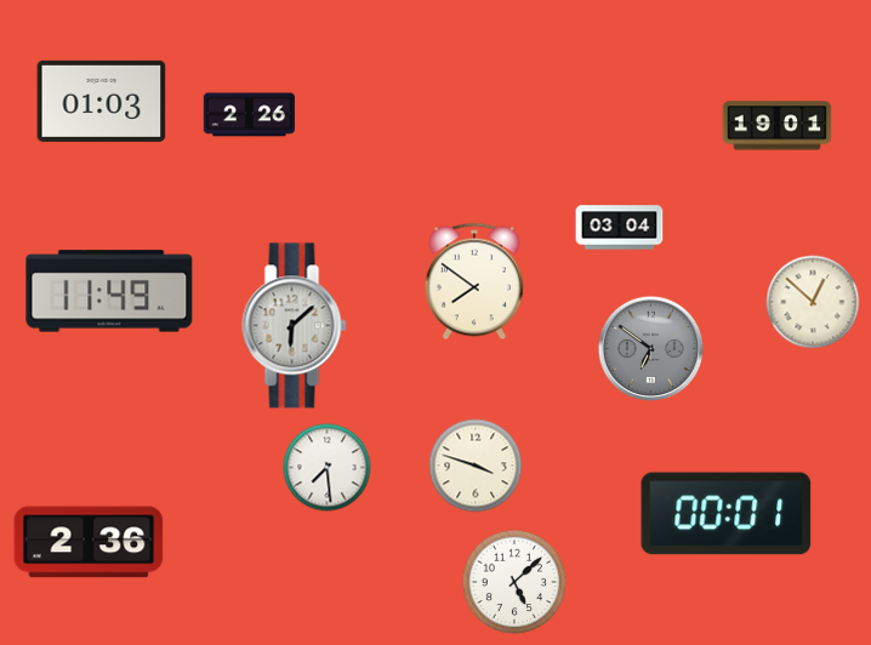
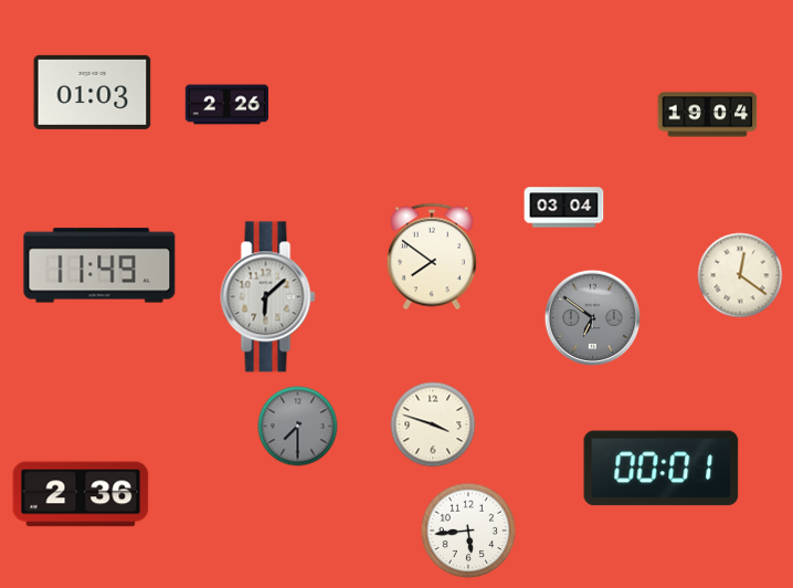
clock at (778, 126): 19:01 -> 19:04
clock at (813, 302): 12:52 -> 12:21
clock at (328, 468): 7:29 -> 7:30
clock at (328, 468) dial: white -> grey
clock at (514, 582): 5:08 -> 5:44
